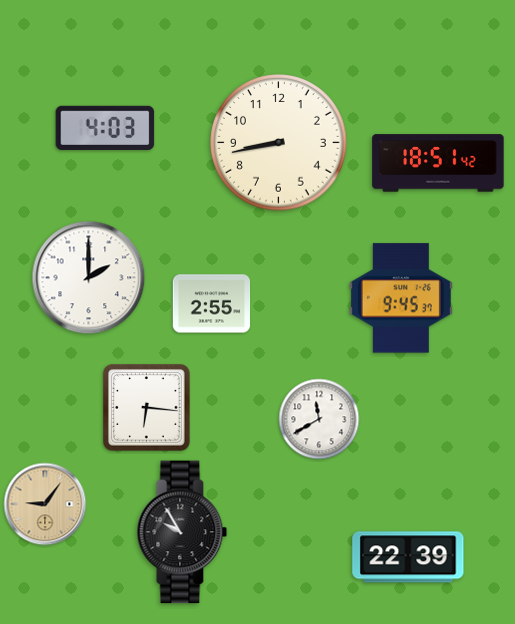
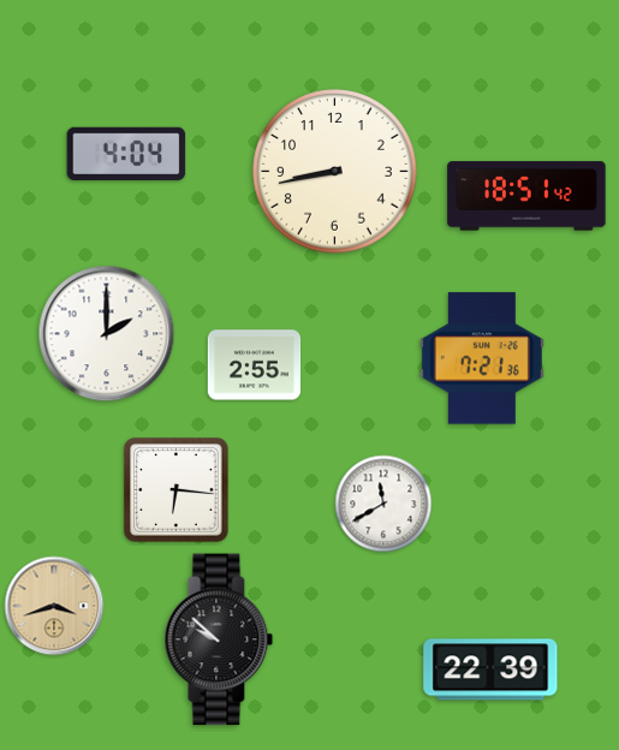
clock at (105, 128): 4:03 -> 4:04
clock at (401, 298): 9:45 -> 7:21
clock at (45, 504): 9:06 -> 3:42
clock at (182, 532): 9:55 -> 9:52
